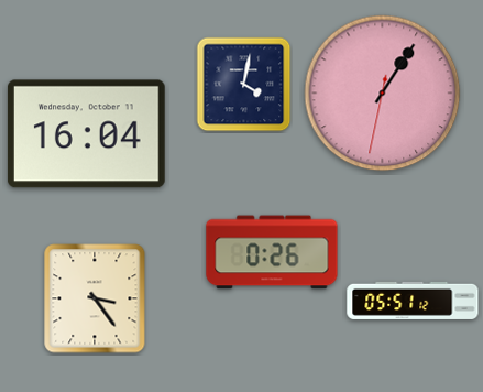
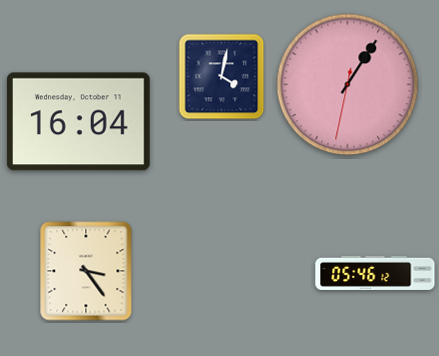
clock at (272, 252): 0:26 -> none
clock at (413, 301): 05:51 -> 05:46
